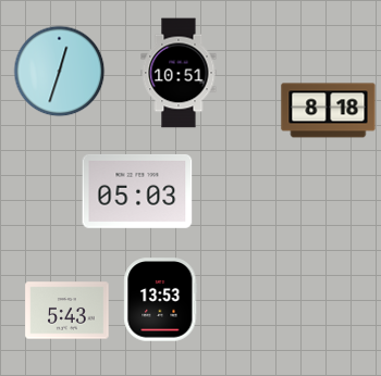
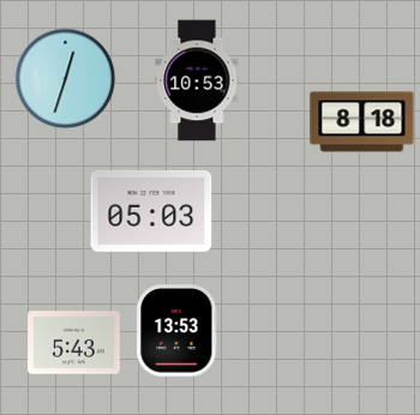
clock at (179, 73): 10:51 -> 10:53
